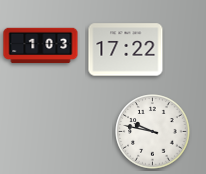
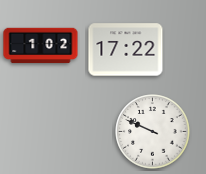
clock at (41, 46): 1:03 -> 1:02
clock at (153, 132): 9:47 -> 9:49
